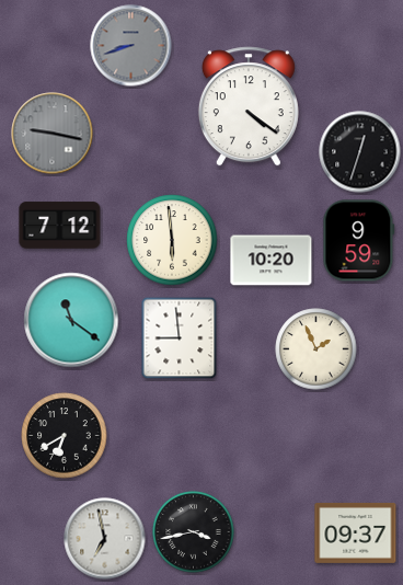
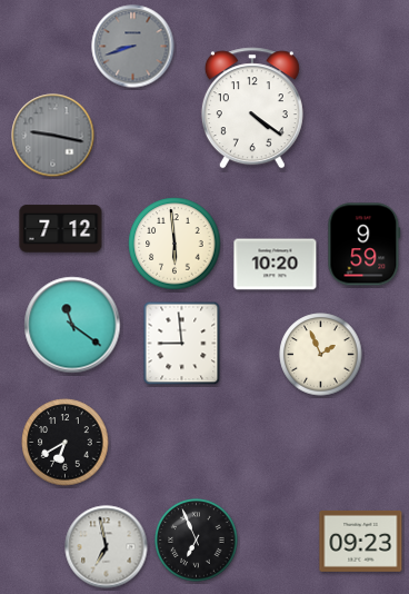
clock at (360, 152): 12:33 -> none
clock at (194, 532): 3:43 -> 6:56
clock at (356, 532): 09:37 -> 09:23
